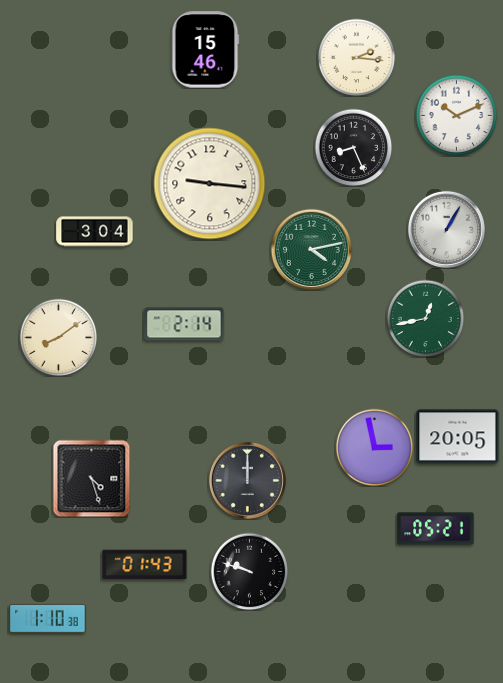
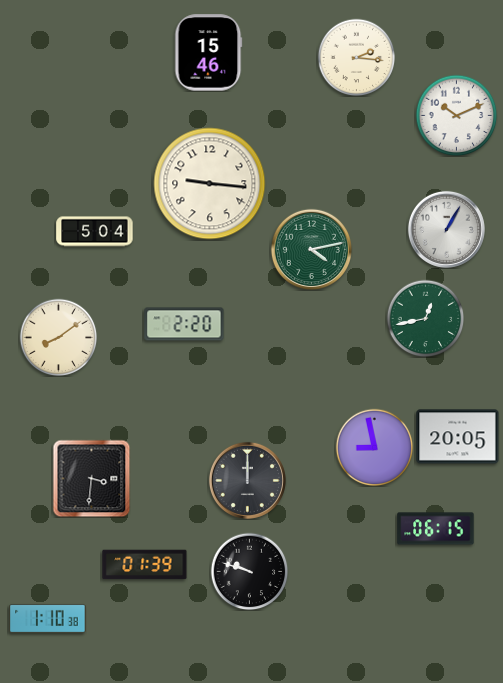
clock at (206, 50) position: (206, 50) -> (209, 53)
clock at (353, 147): 8:26 -> none
clock at (95, 232): 3:04 -> 5:04
clock at (184, 324): 2:14 -> 2:20
clock at (374, 447): 2:58 -> 8:58
clock at (91, 478): 4:27 -> 3:31
clock at (436, 529): 05:21 -> 06:15
clock at (145, 565): 01:43 -> 01:39
